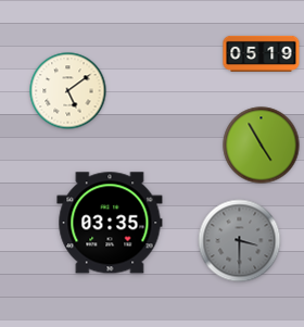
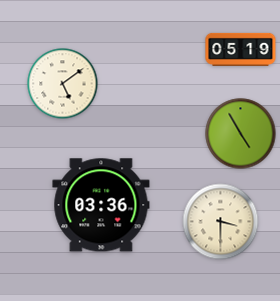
clock at (110, 223): 03:35 -> 03:36
clock at (240, 241) dial: grey -> cream
